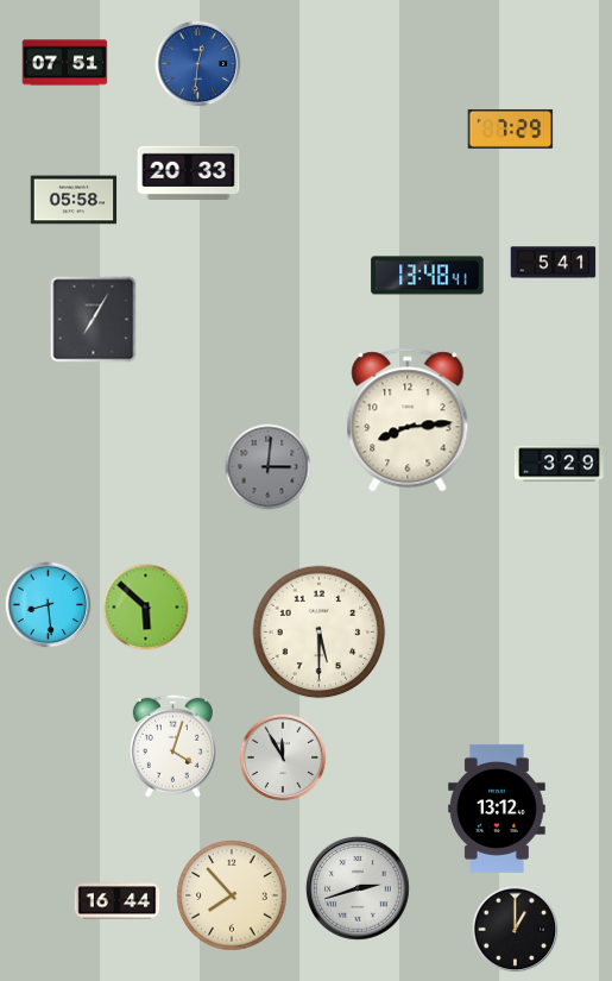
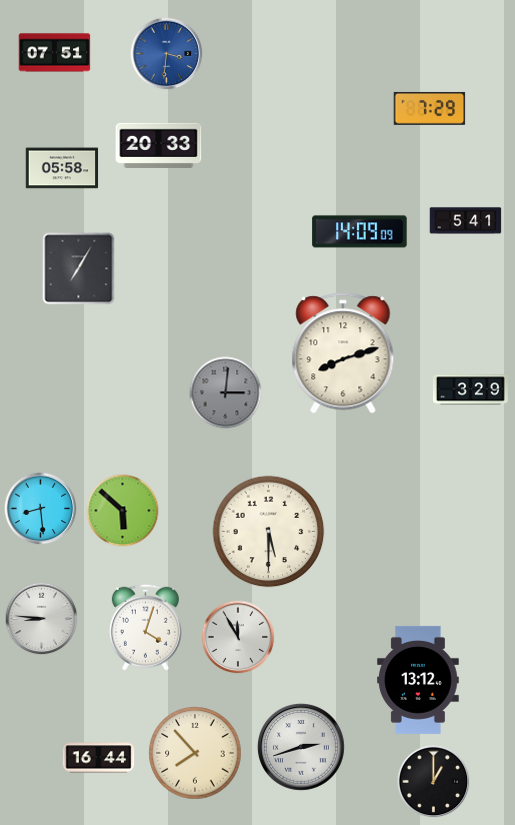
clock at (198, 64): 12:31 -> 3:31
clock at (428, 276): 13:48 -> 14:09
clock at (408, 420): 8:14 -> 8:12
clock at (42, 619): none -> 8:46
